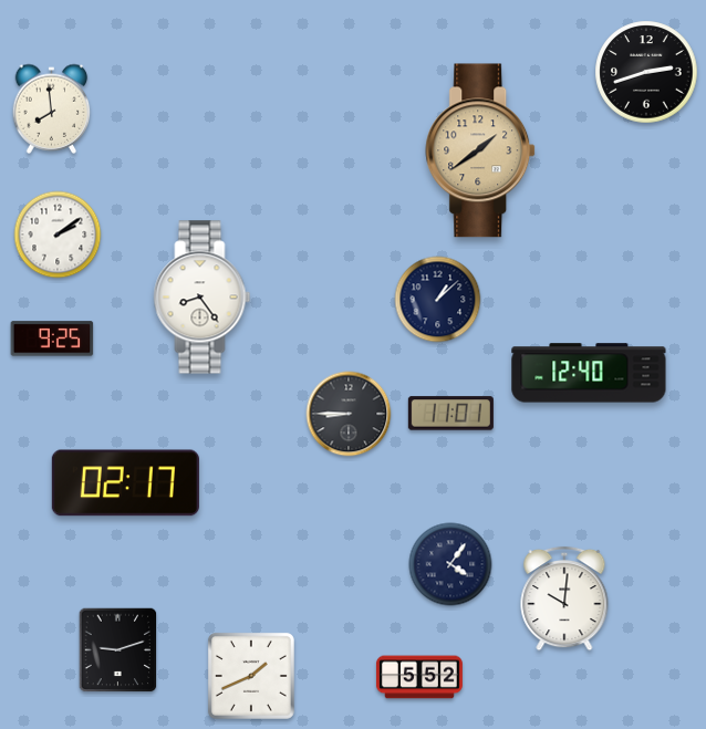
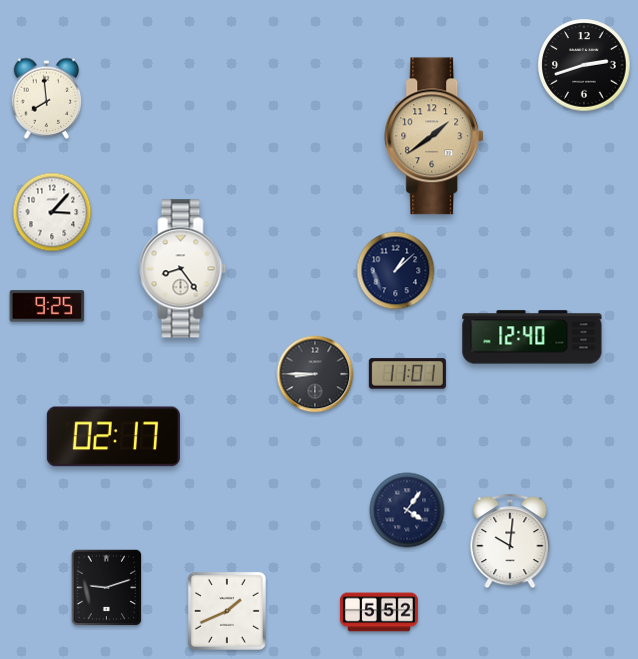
clock at (58, 235): 2:09 -> 3:07
